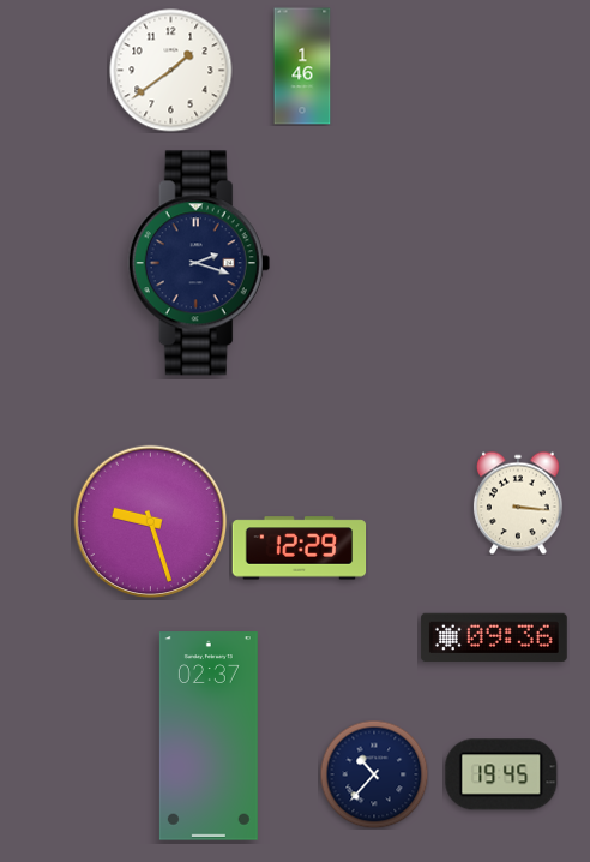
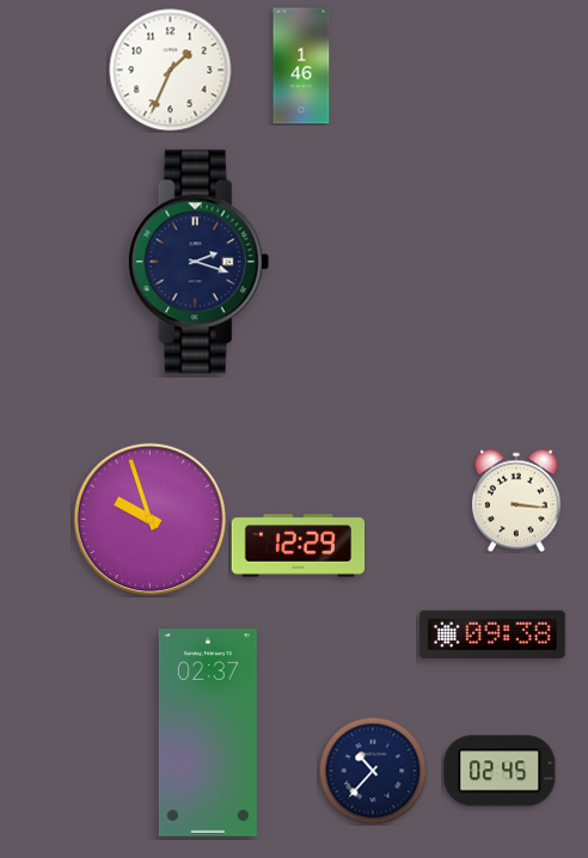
clock at (171, 71): 1:39 -> 1:34
clock at (151, 522): 9:27 -> 9:57
clock at (494, 636): 09:36 -> 09:38
clock at (501, 774): 19:45 -> 02:45
